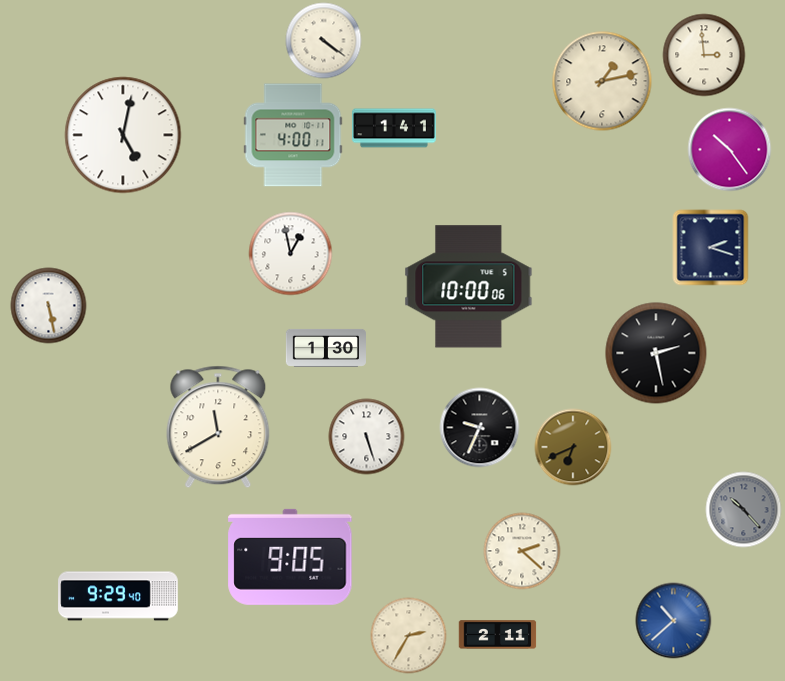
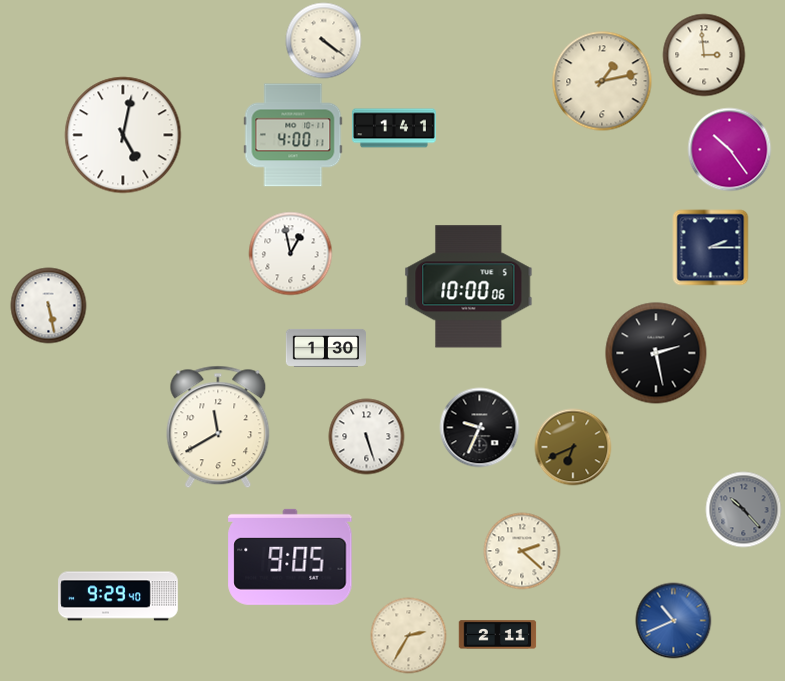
clock at (711, 248): 2:18 -> 2:15
clock at (674, 621): 10:38 -> 10:41
